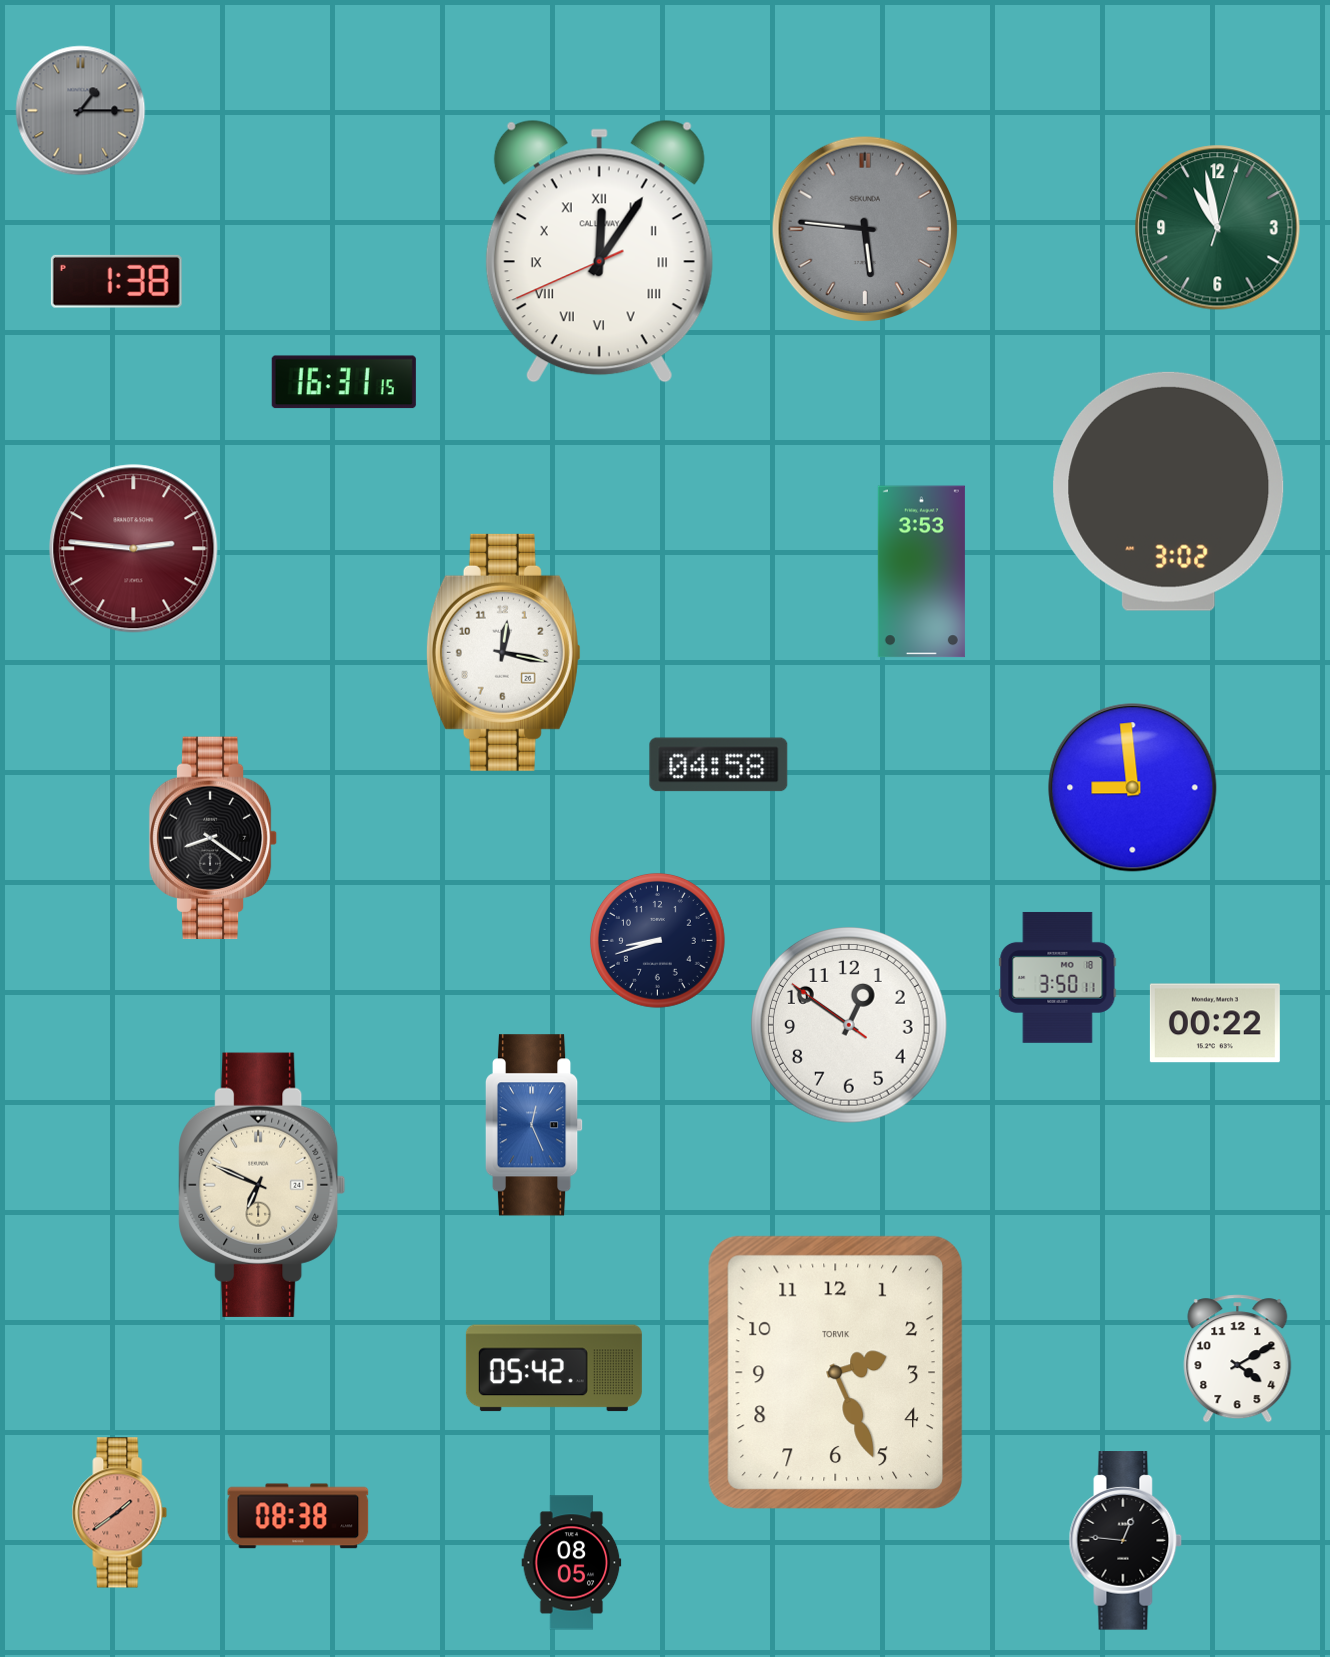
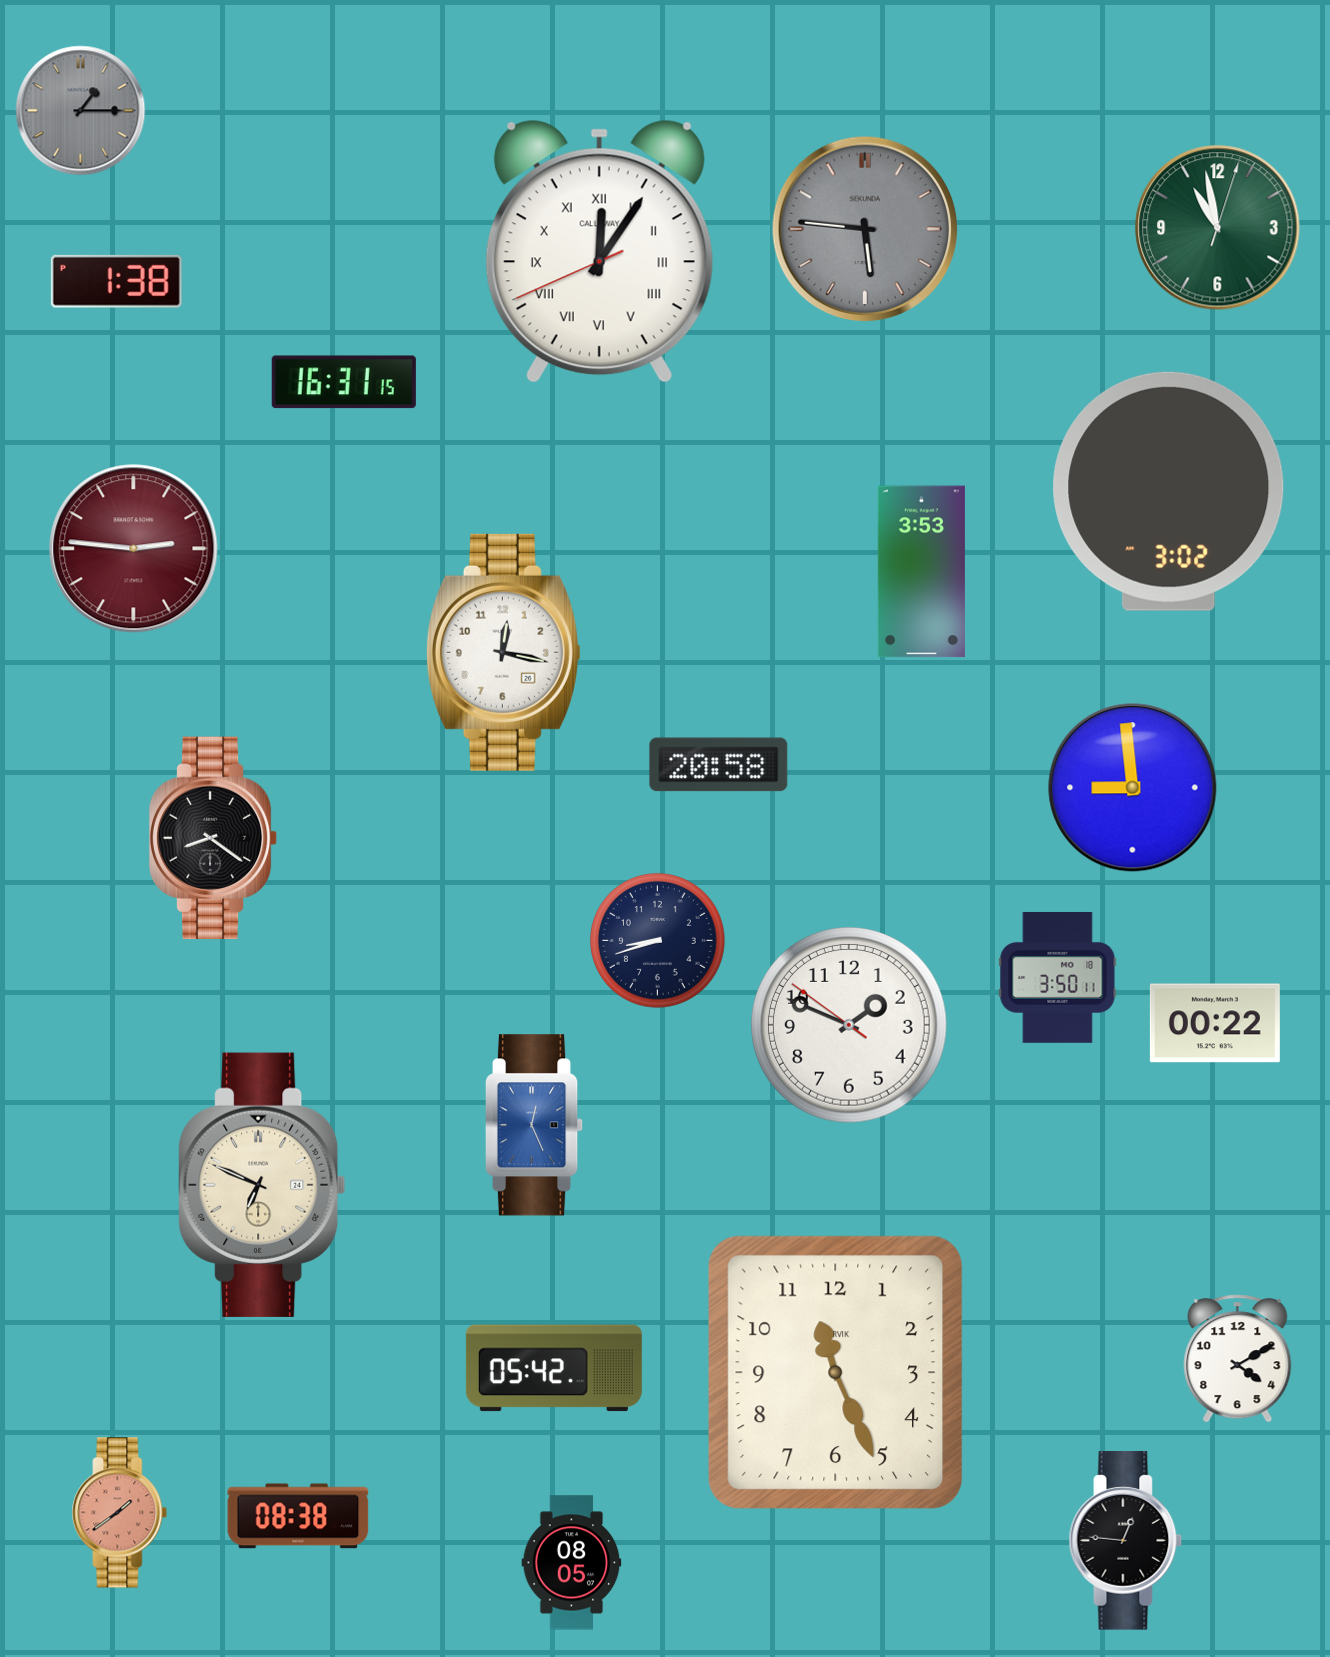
clock at (719, 765): 04:58 -> 20:58
clock at (849, 1025): 12:50 -> 1:48
clock at (835, 1372): 2:26 -> 11:26
